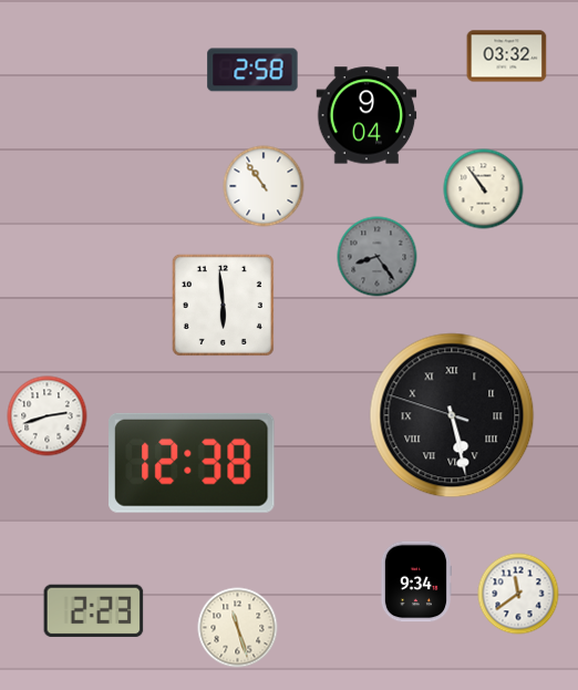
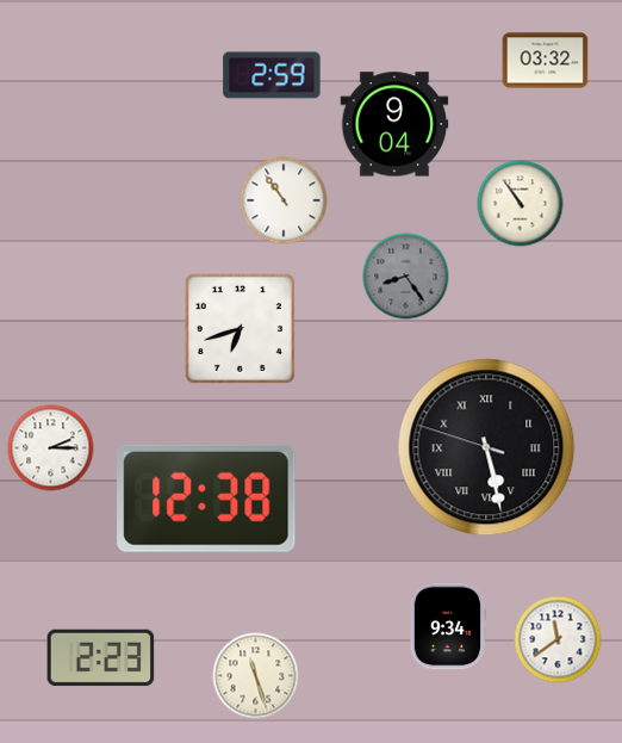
clock at (252, 70): 2:58 -> 2:59
clock at (223, 305): 5:59 -> 6:42
clock at (48, 416): 2:42 -> 2:15
